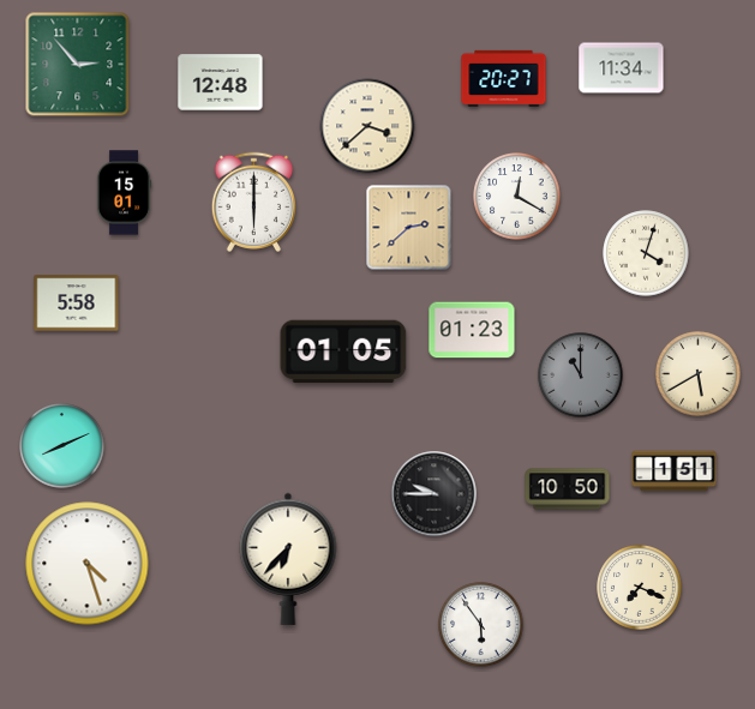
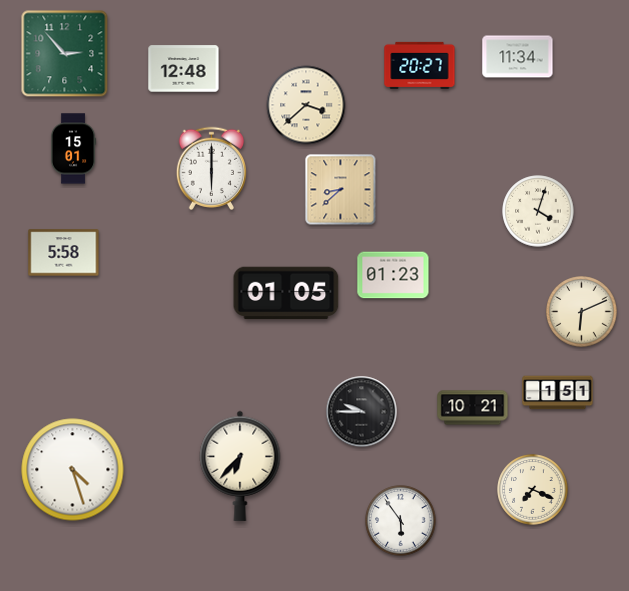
clock at (124, 193) position: (124, 193) -> (73, 149)
clock at (517, 197): 12:20 -> none
clock at (409, 228): 2:38 -> 8:38
clock at (699, 374): 5:40 -> 6:11
clock at (581, 375): 11:00 -> none
clock at (62, 446): 8:11 -> none
clock at (675, 471) position: (675, 471) -> (558, 393)
clock at (568, 489): 10:50 -> 10:21
